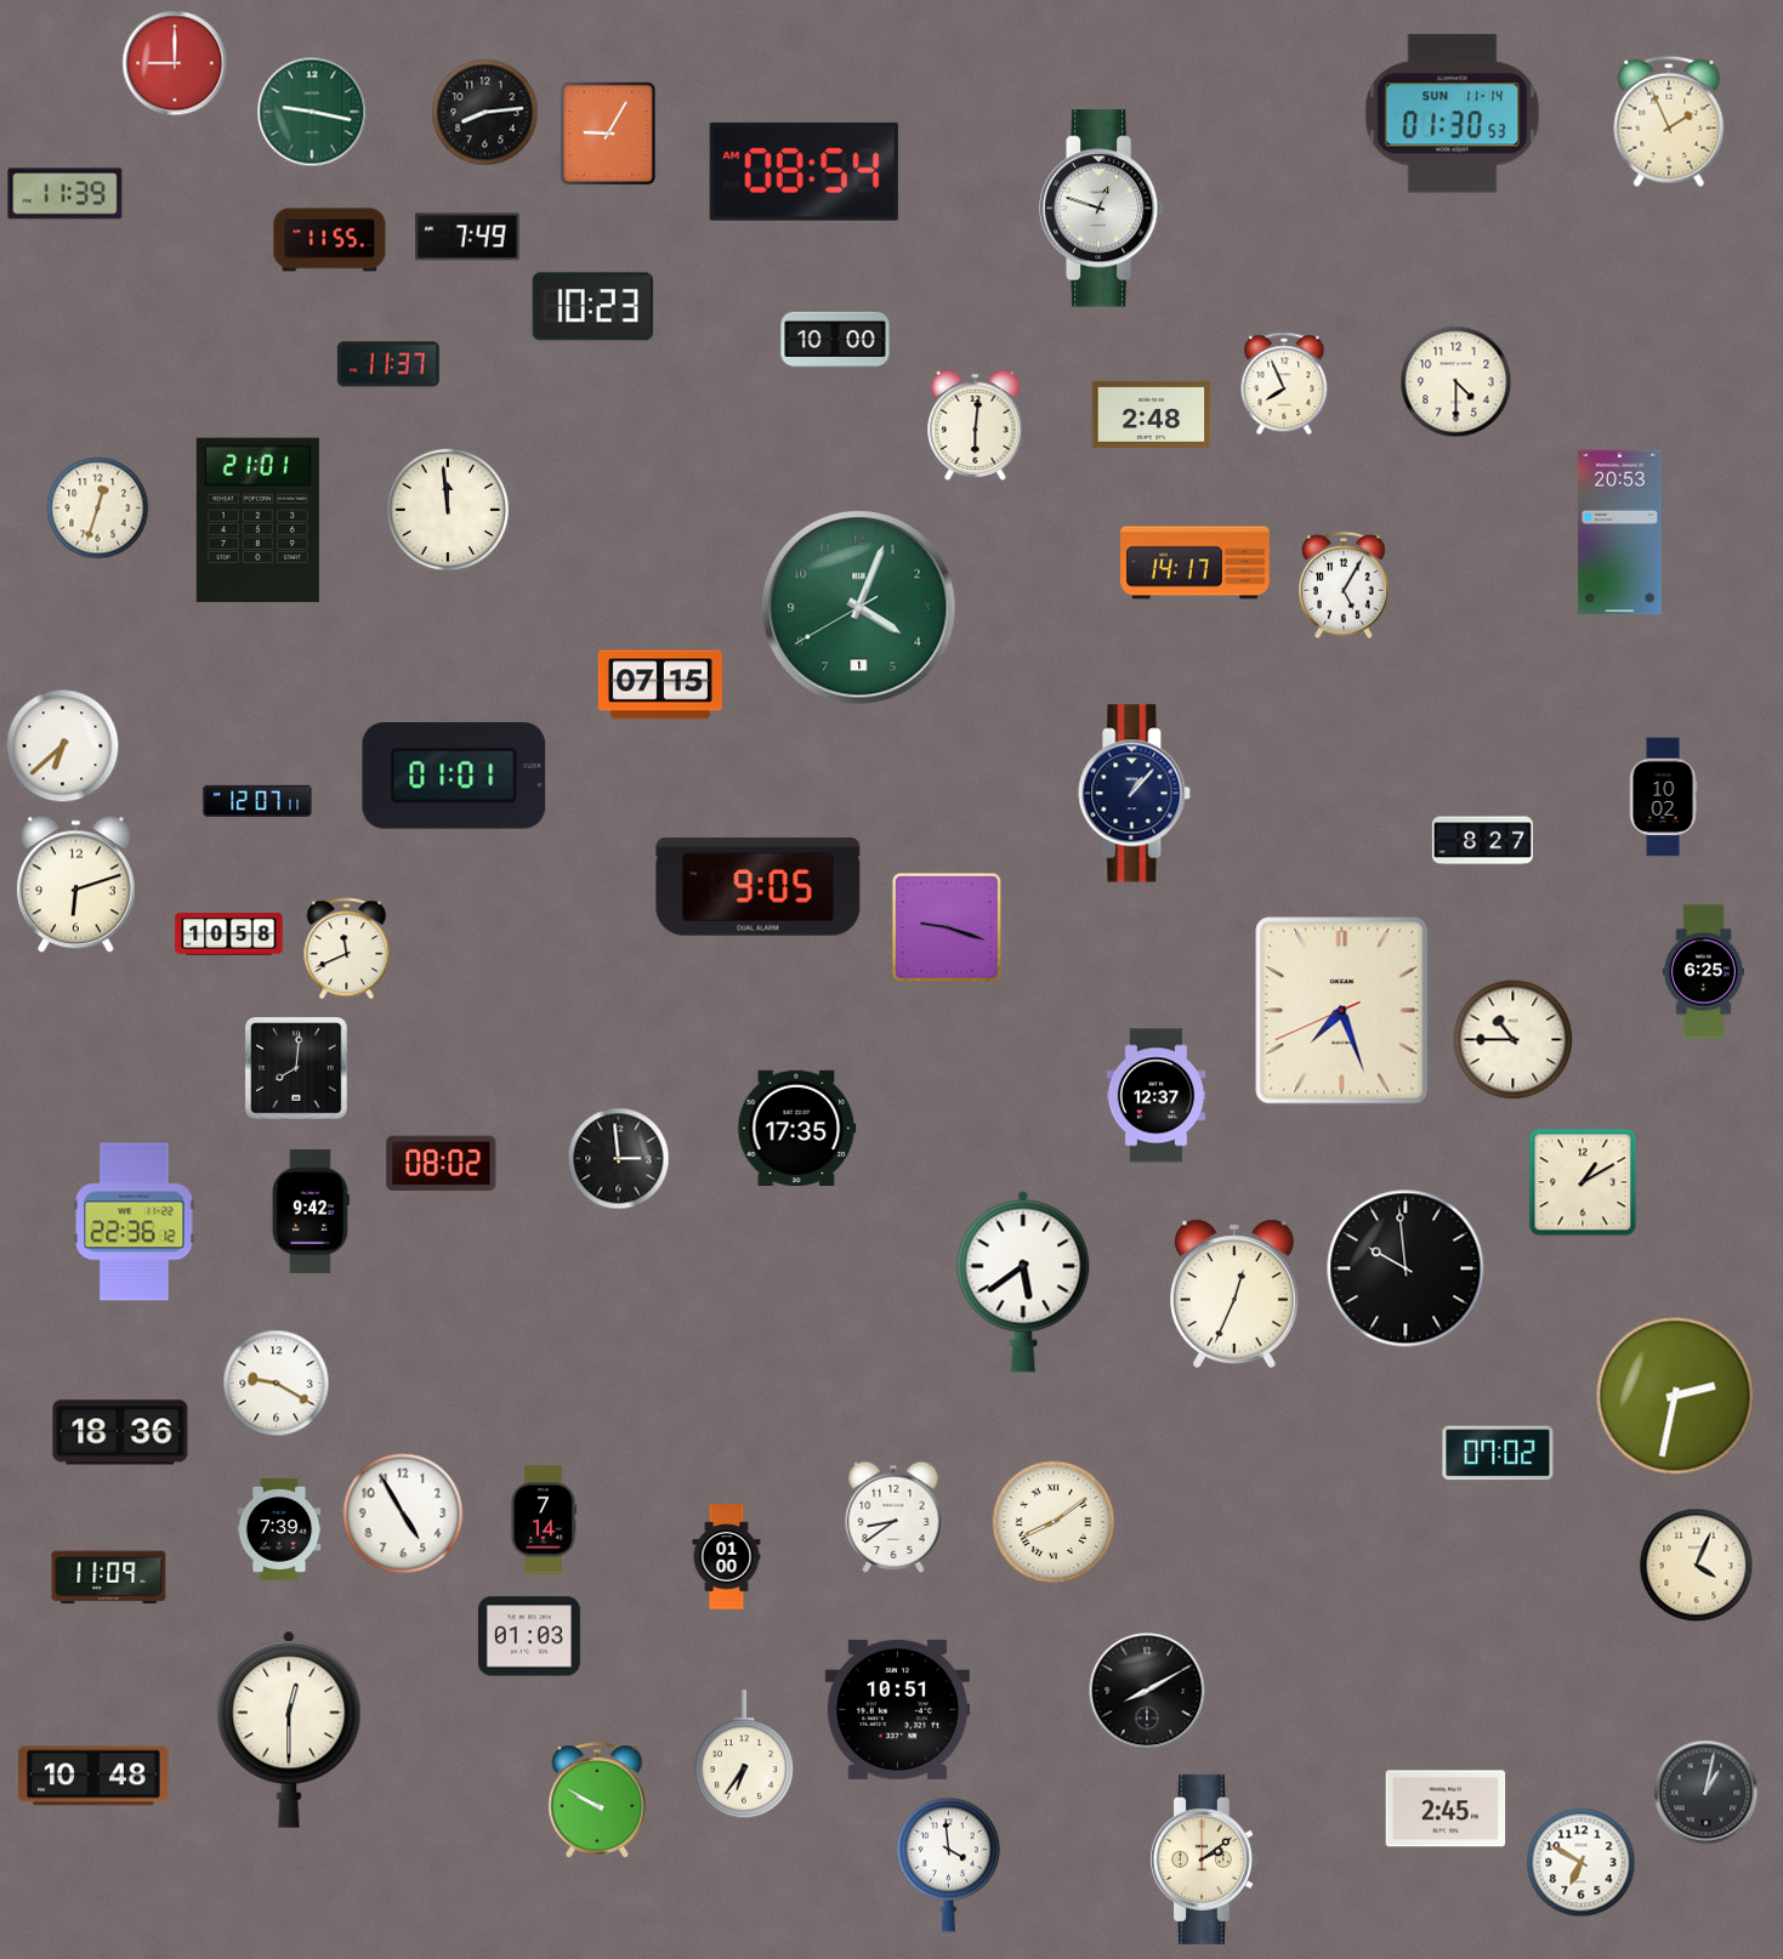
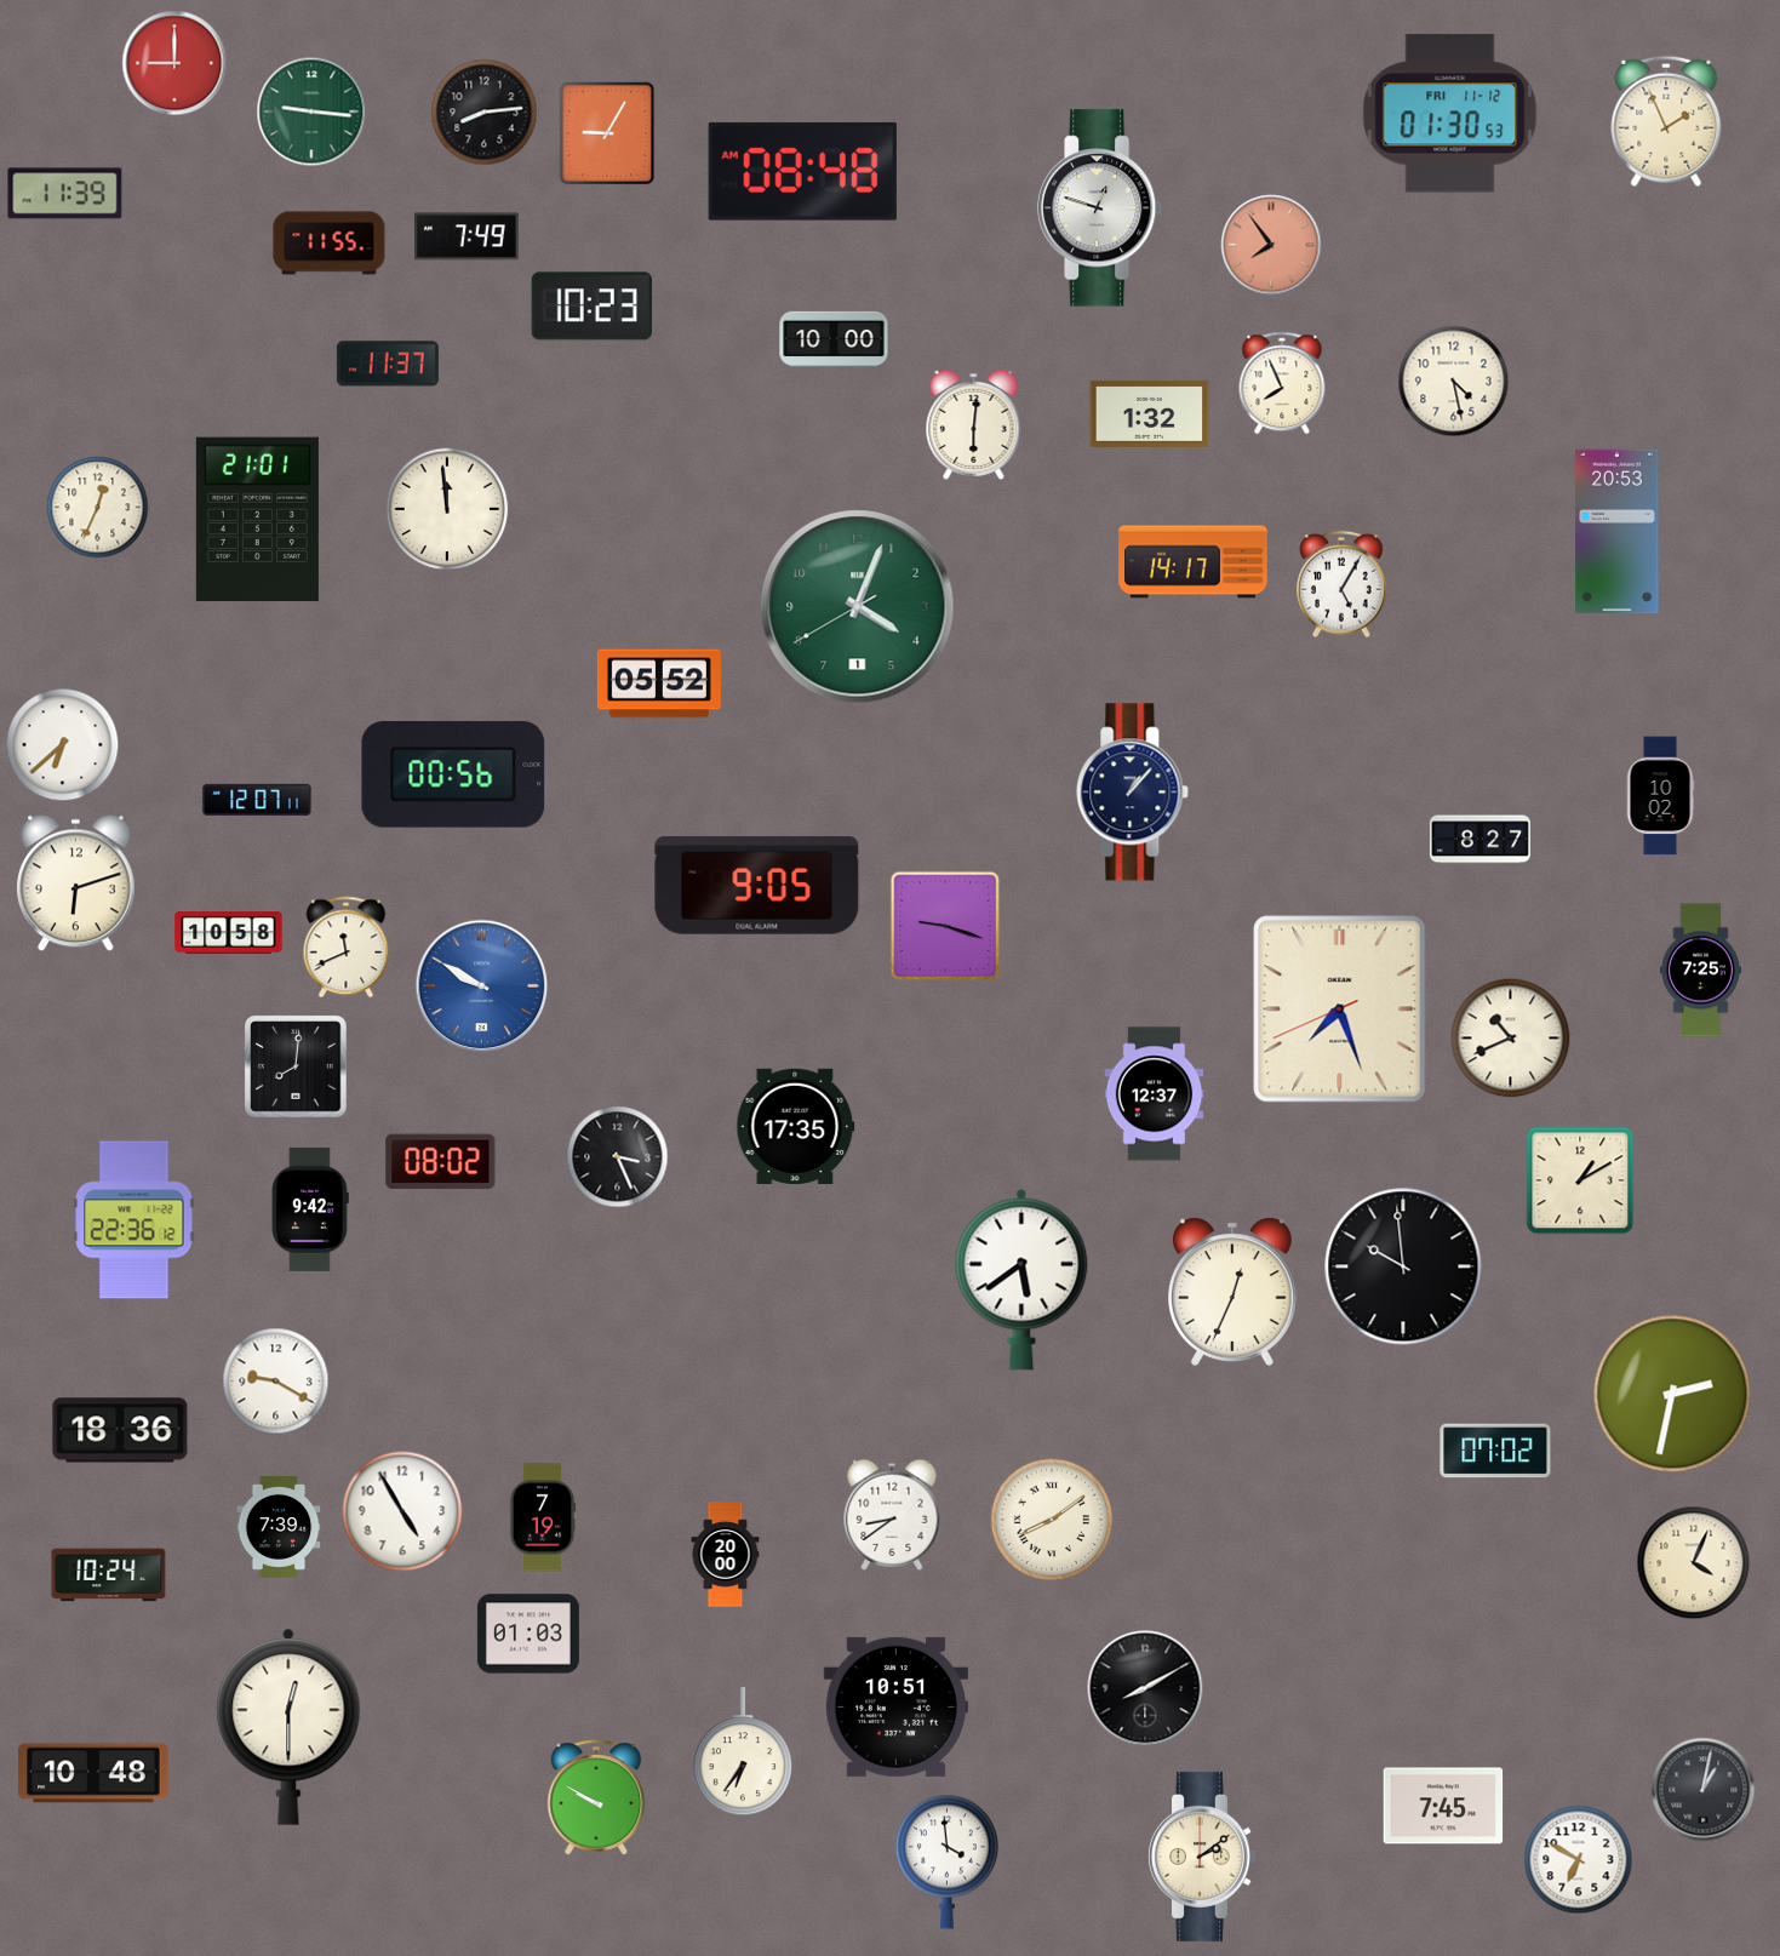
clock at (312, 112): 9:17 -> 9:16
clock at (1453, 114) date: SUN 11-14 -> FRI 11-12
clock at (804, 171): 08:54 -> 08:48
clock at (330, 240) position: (330, 240) -> (330, 244)
clock at (1271, 245): none -> 7:54
clock at (1457, 382): 4:30 -> 4:28
clock at (1152, 414): 2:48 -> 1:32
clock at (98, 509): 12:33 -> 12:34
clock at (660, 685): 07:15 -> 05:52
clock at (454, 776): 01:01 -> 00:56
clock at (1703, 972): 6:25 -> 7:25
clock at (482, 986): none -> 9:50
clock at (1514, 1040): 10:45 -> 10:41
clock at (619, 1159): 2:59 -> 3:26
clock at (543, 1520): 7:14 -> 7:19
clock at (727, 1557): 01:00 -> 20:00
clock at (109, 1578): 11:09 -> 10:24
clock at (1446, 1808): 2:45 -> 7:45
